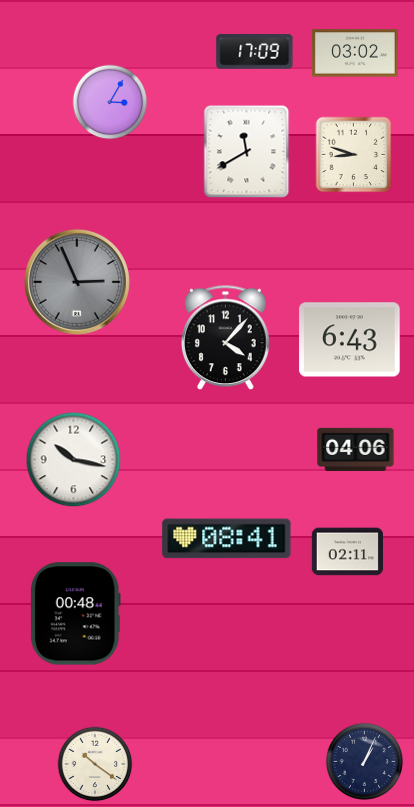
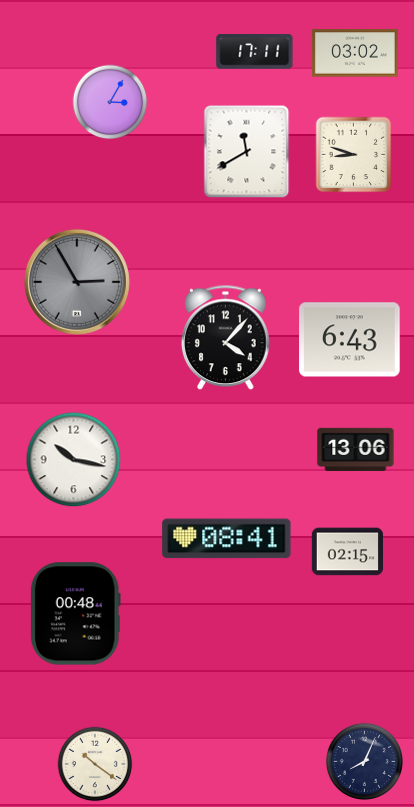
clock at (255, 52): 17:09 -> 17:11
clock at (77, 282): 2:56 -> 2:55
clock at (356, 449): 04:06 -> 13:06
clock at (347, 552): 02:11 -> 02:15
clock at (364, 761): 1:04 -> 8:04
